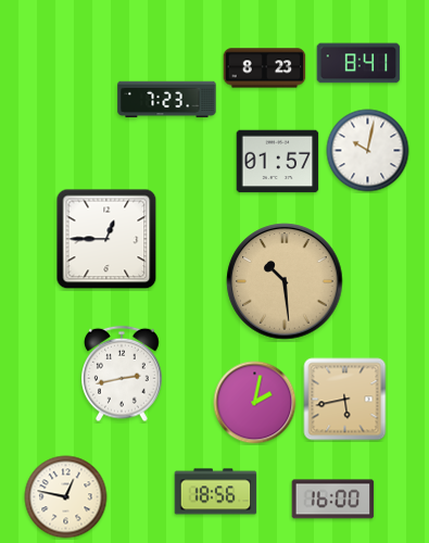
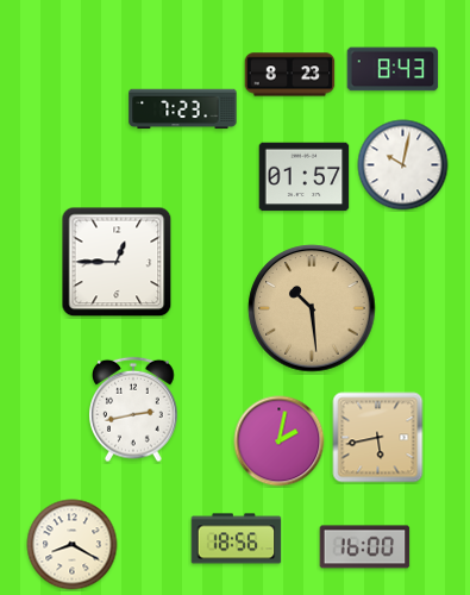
clock at (358, 63): 8:41 -> 8:43
clock at (66, 497): 12:47 -> 8:20
